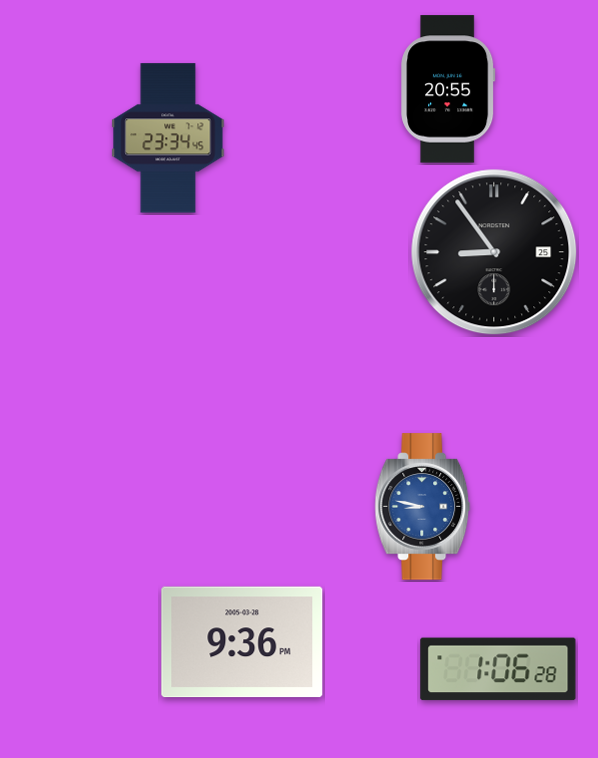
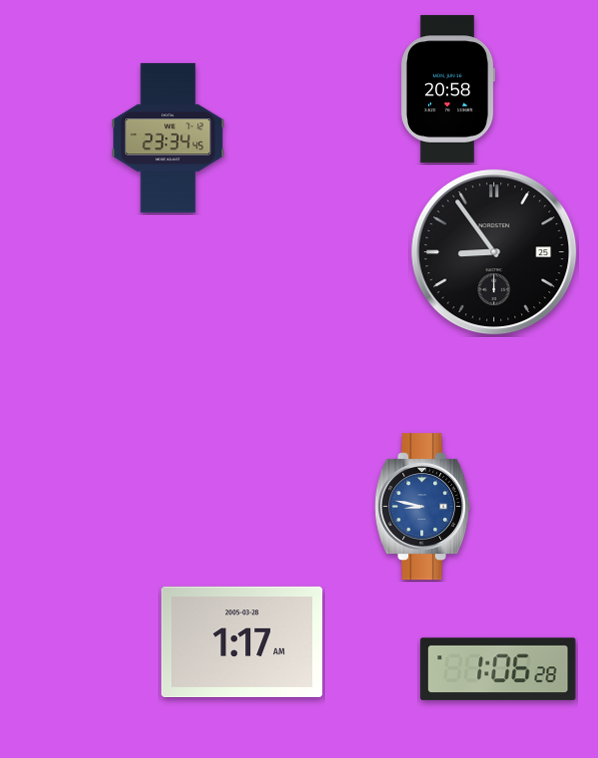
clock at (448, 89): 20:55 -> 20:58
clock at (242, 642): 9:36 -> 1:17
